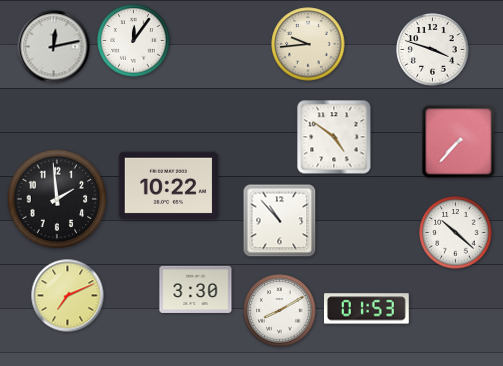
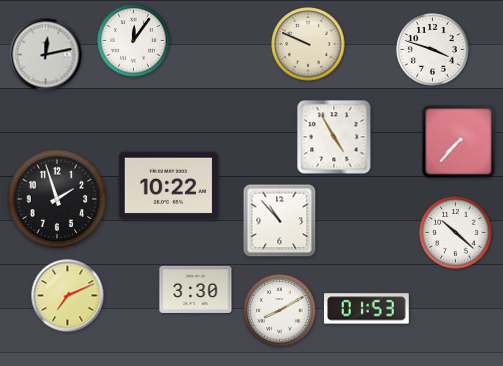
clock at (308, 44): 9:44 -> 9:49
clock at (54, 47) position: (54, 47) -> (46, 55)
clock at (334, 137): 4:51 -> 4:55
clock at (57, 199): 1:59 -> 1:57
